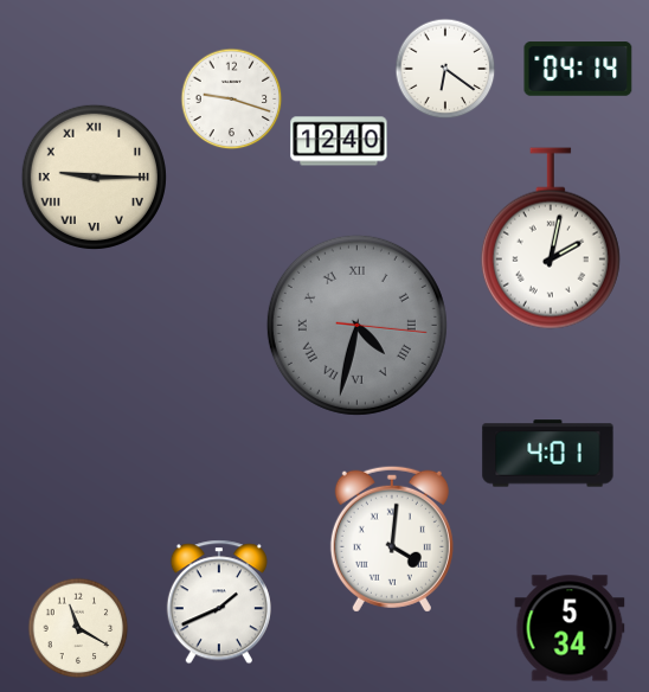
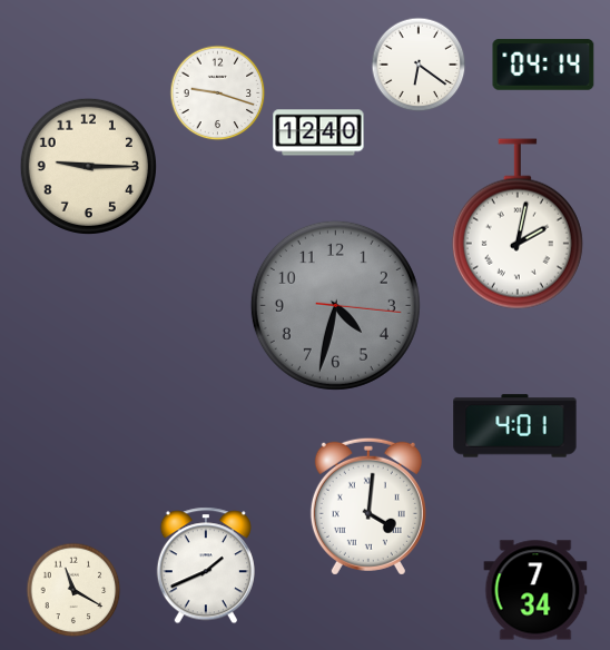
clock at (94, 177) numerals: Roman -> Arabic
clock at (356, 325) numerals: Roman -> Arabic
clock at (570, 628): 5:34 -> 7:34
